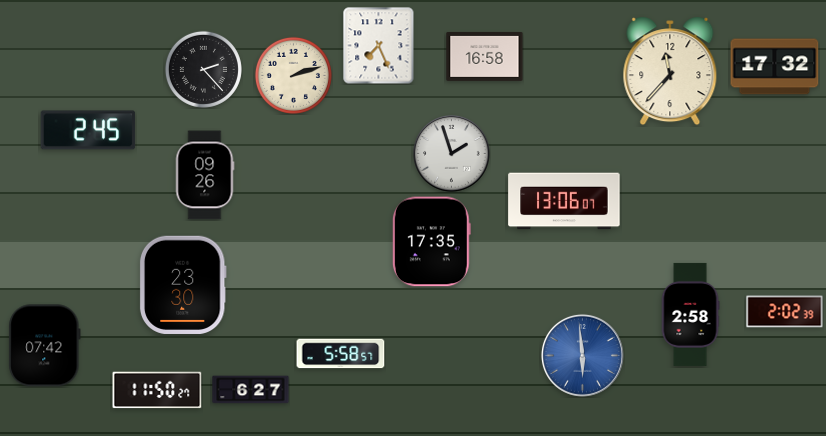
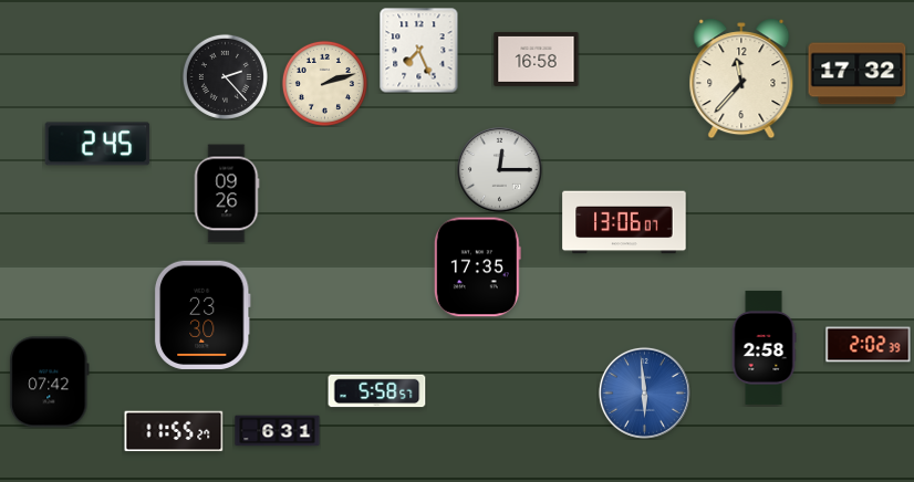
clock at (485, 56) position: (485, 56) -> (537, 59)
clock at (452, 154): 1:57 -> 12:15
clock at (157, 390): 11:50 -> 11:55
clock at (251, 390): 6:27 -> 6:31
